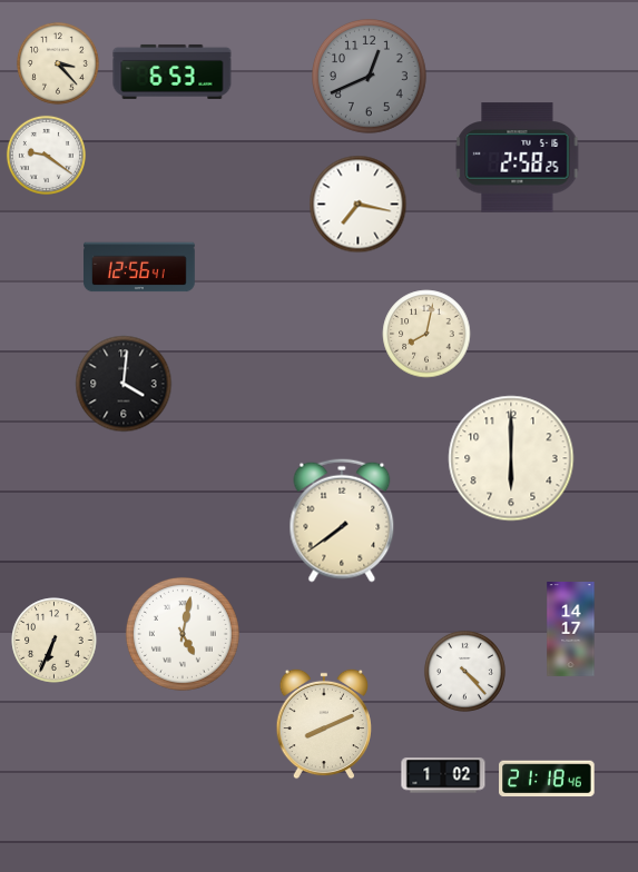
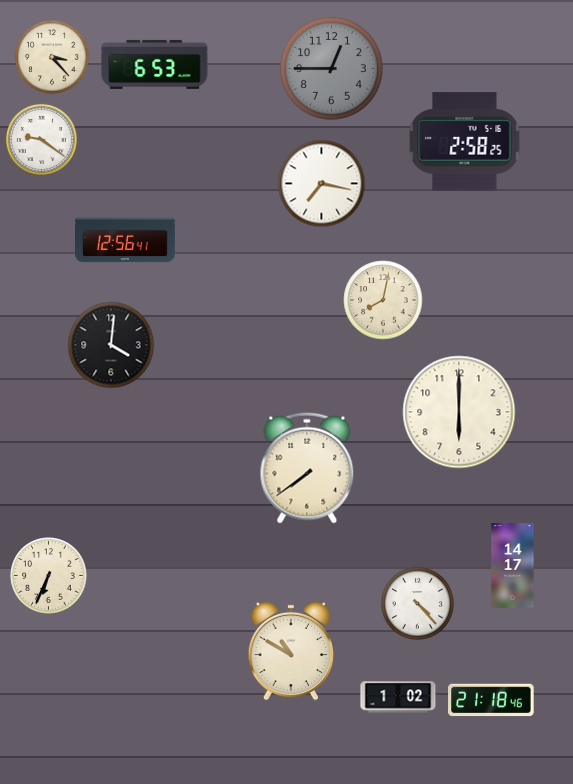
clock at (369, 76): 12:41 -> 12:45
clock at (183, 634): 5:02 -> none
clock at (323, 724): 8:11 -> 10:50
